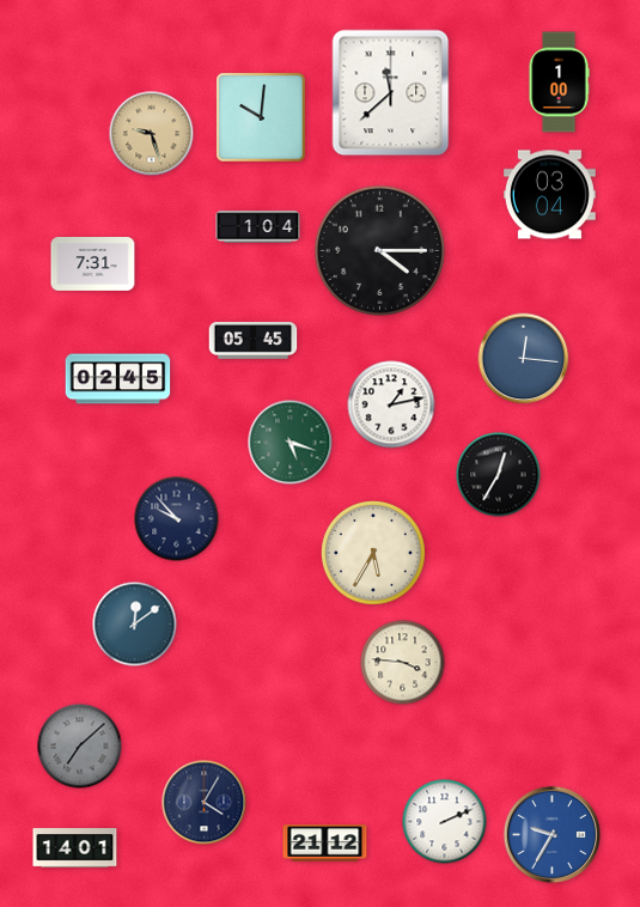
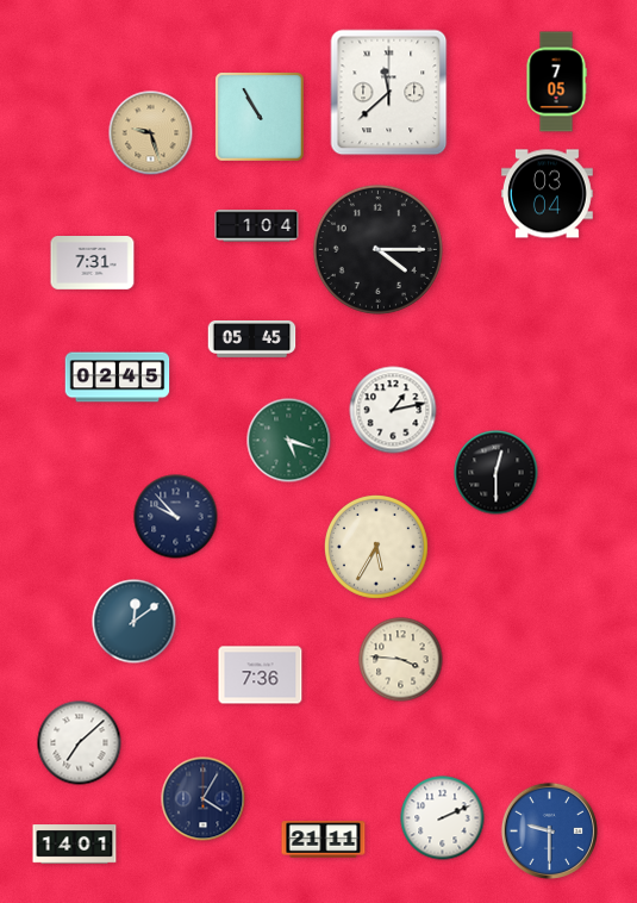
clock at (559, 83): 1:00 -> 7:05
clock at (261, 117): 10:01 -> 10:55
clock at (524, 359): 12:16 -> none
clock at (391, 404) position: (391, 404) -> (393, 410)
clock at (499, 475): 12:35 -> 12:30
clock at (373, 553) position: (373, 553) -> (376, 547)
clock at (261, 675): none -> 7:36
clock at (80, 747) dial: grey -> white
clock at (551, 834): 9:35 -> 9:30
clock at (325, 844): 21:12 -> 21:11
